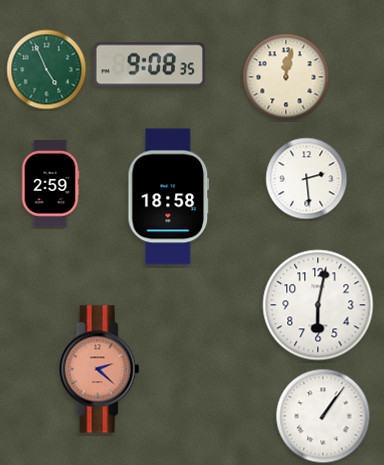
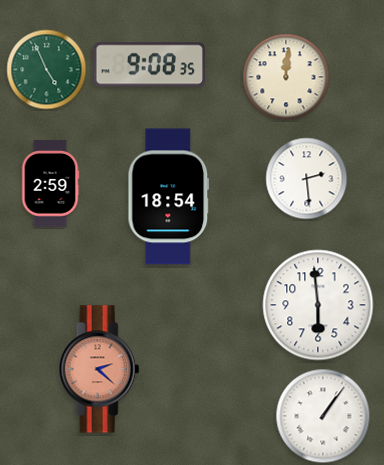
clock at (286, 77): 12:02 -> 12:01
clock at (169, 197): 18:58 -> 18:54
clock at (318, 305): 6:02 -> 5:59
